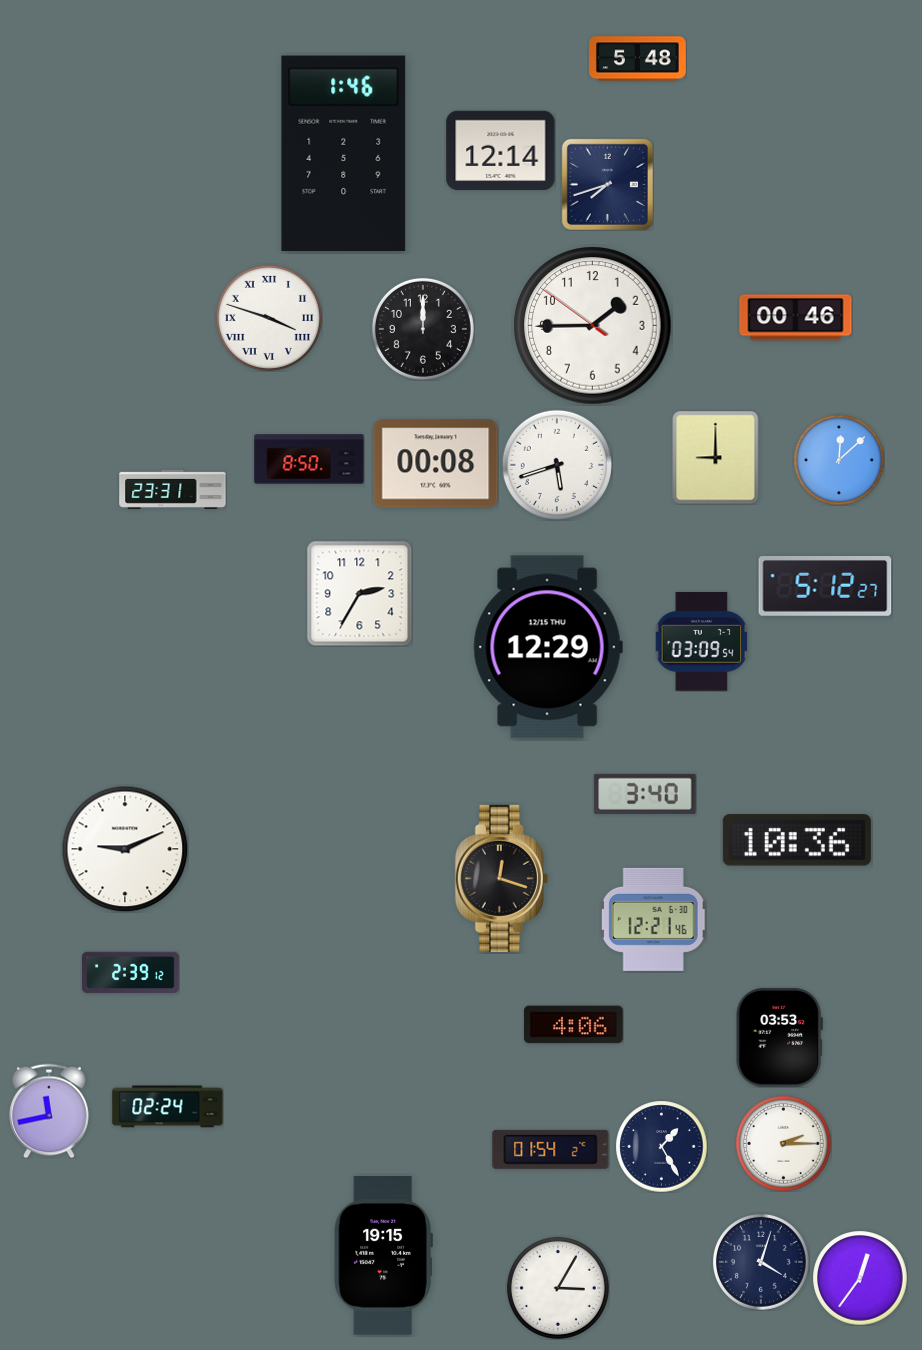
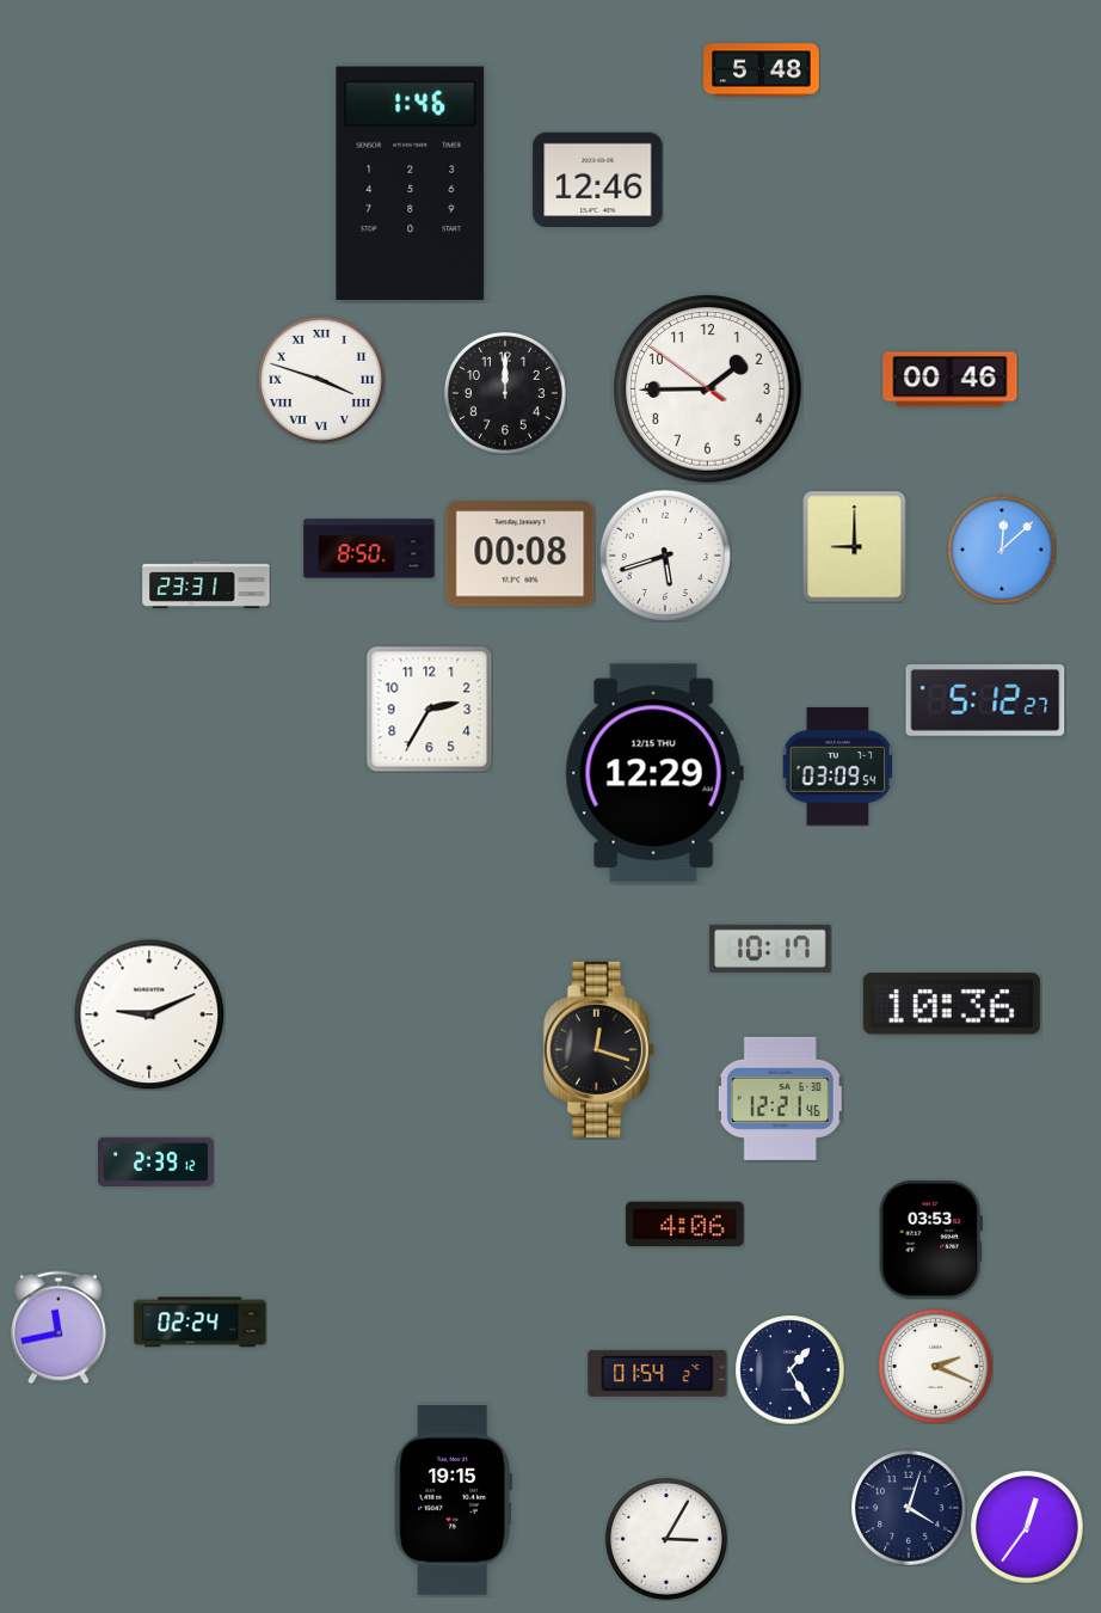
clock at (501, 151): 12:14 -> 12:46
clock at (607, 184): 7:42 -> none
clock at (645, 794): 3:40 -> 10:17
clock at (783, 1143): 2:15 -> 2:19
clock at (383, 1256) position: (383, 1256) -> (453, 1501)
